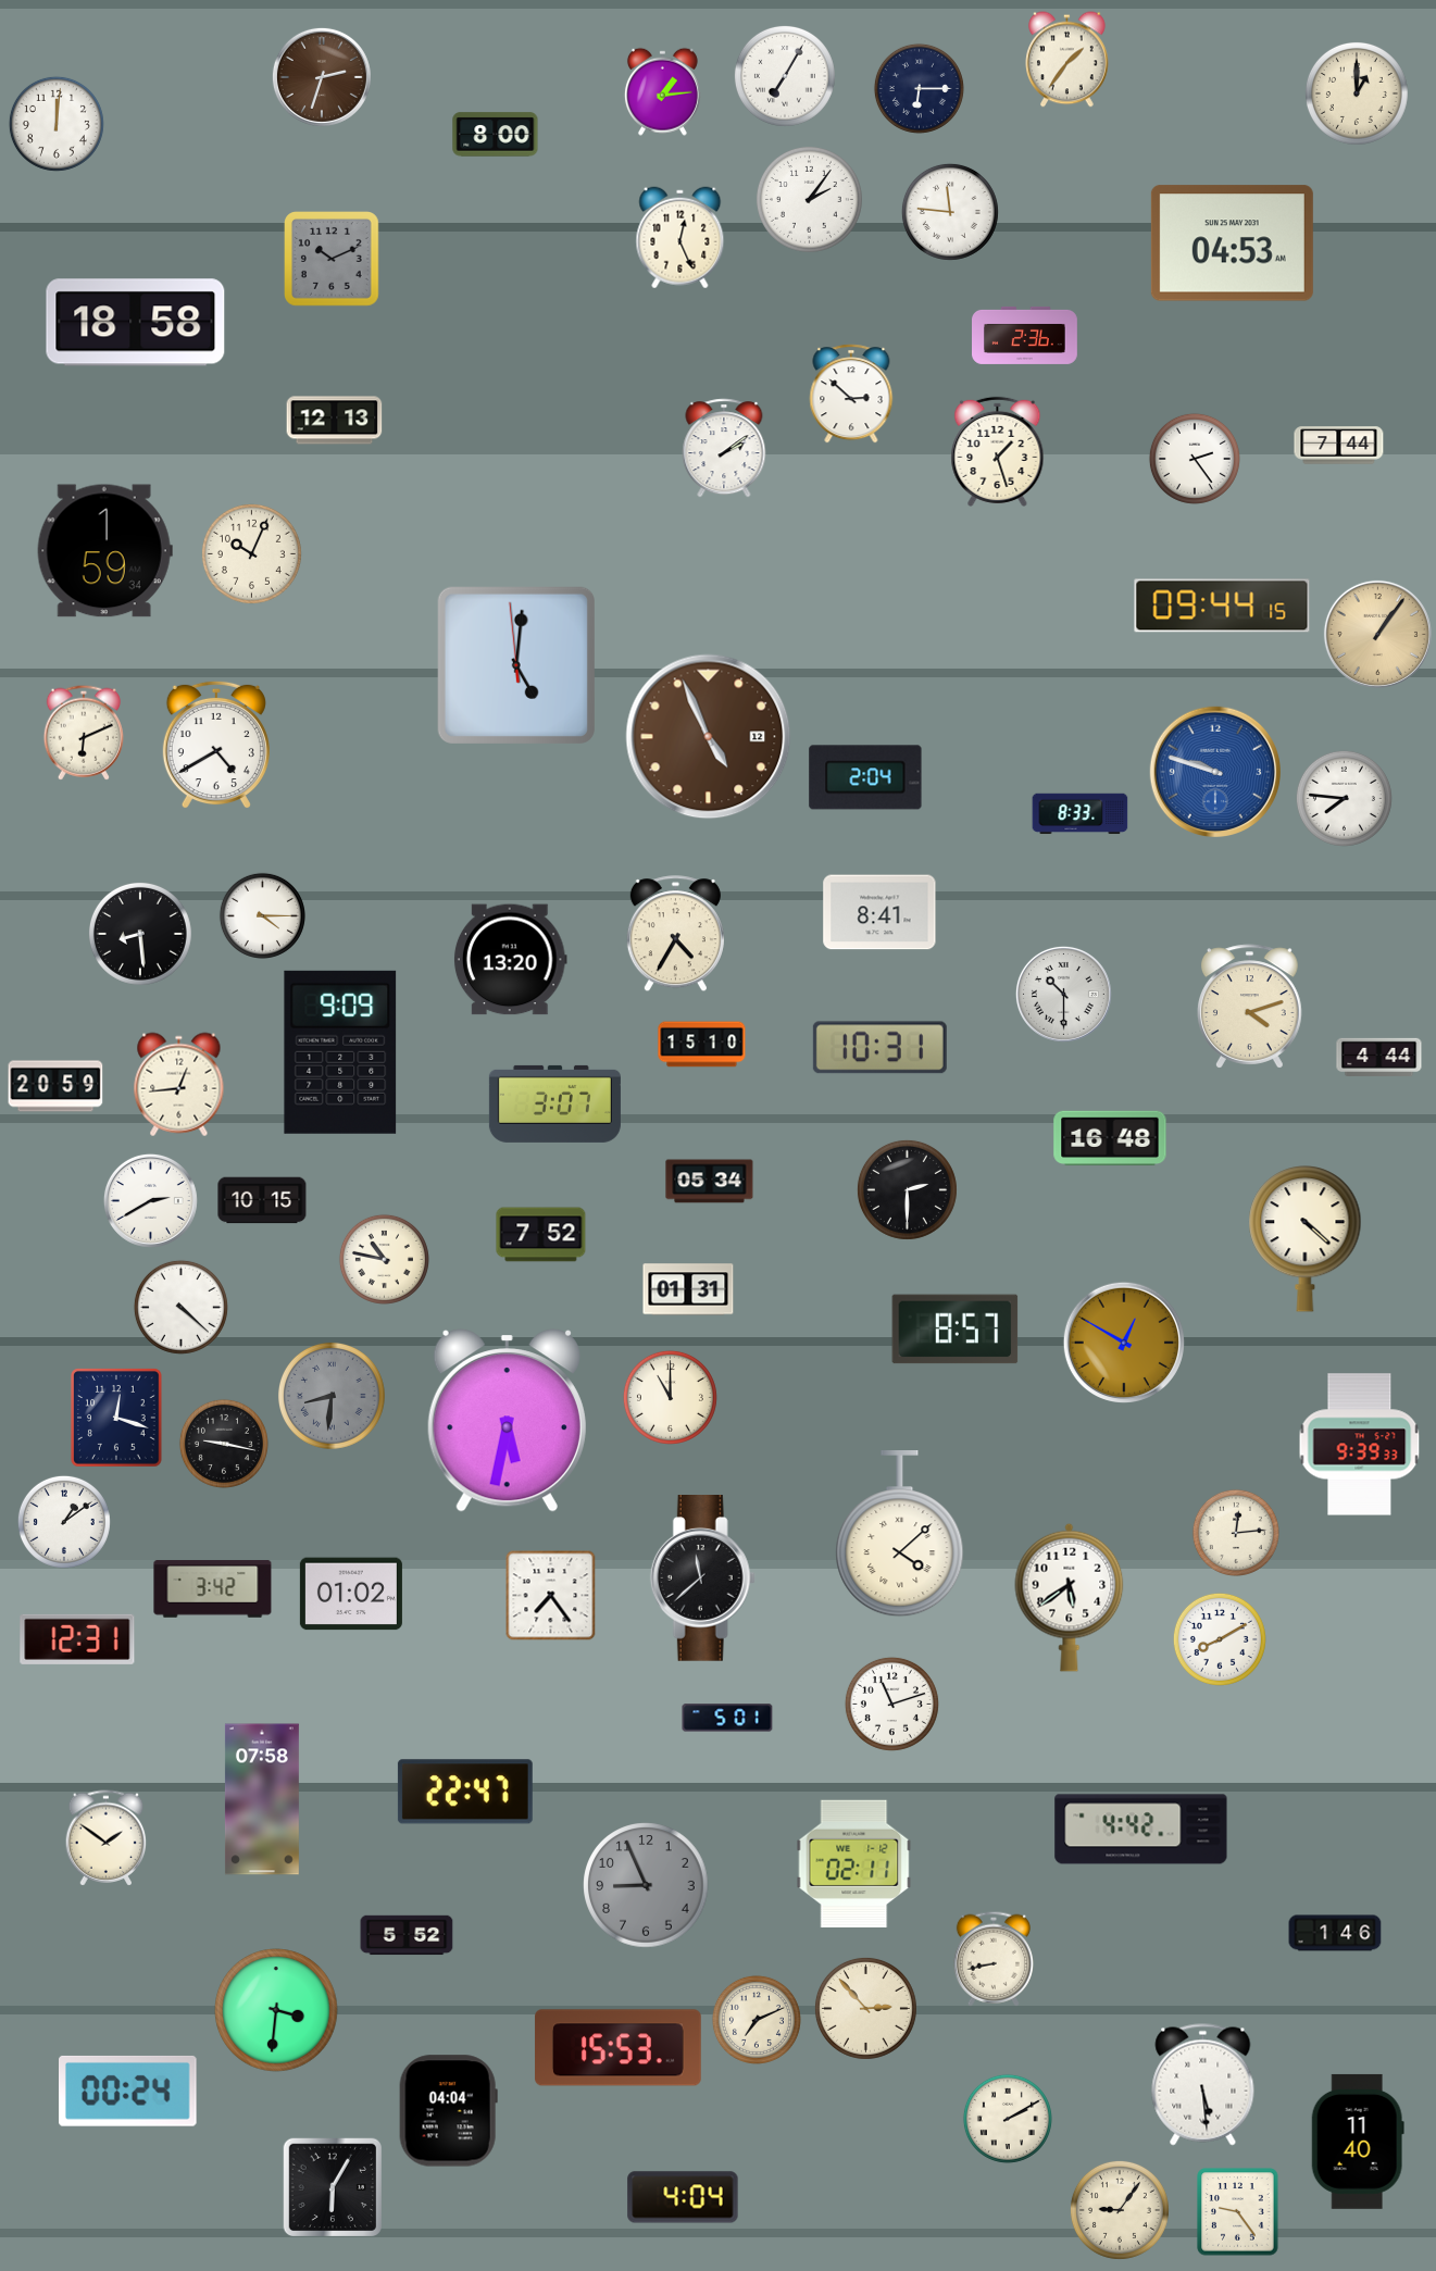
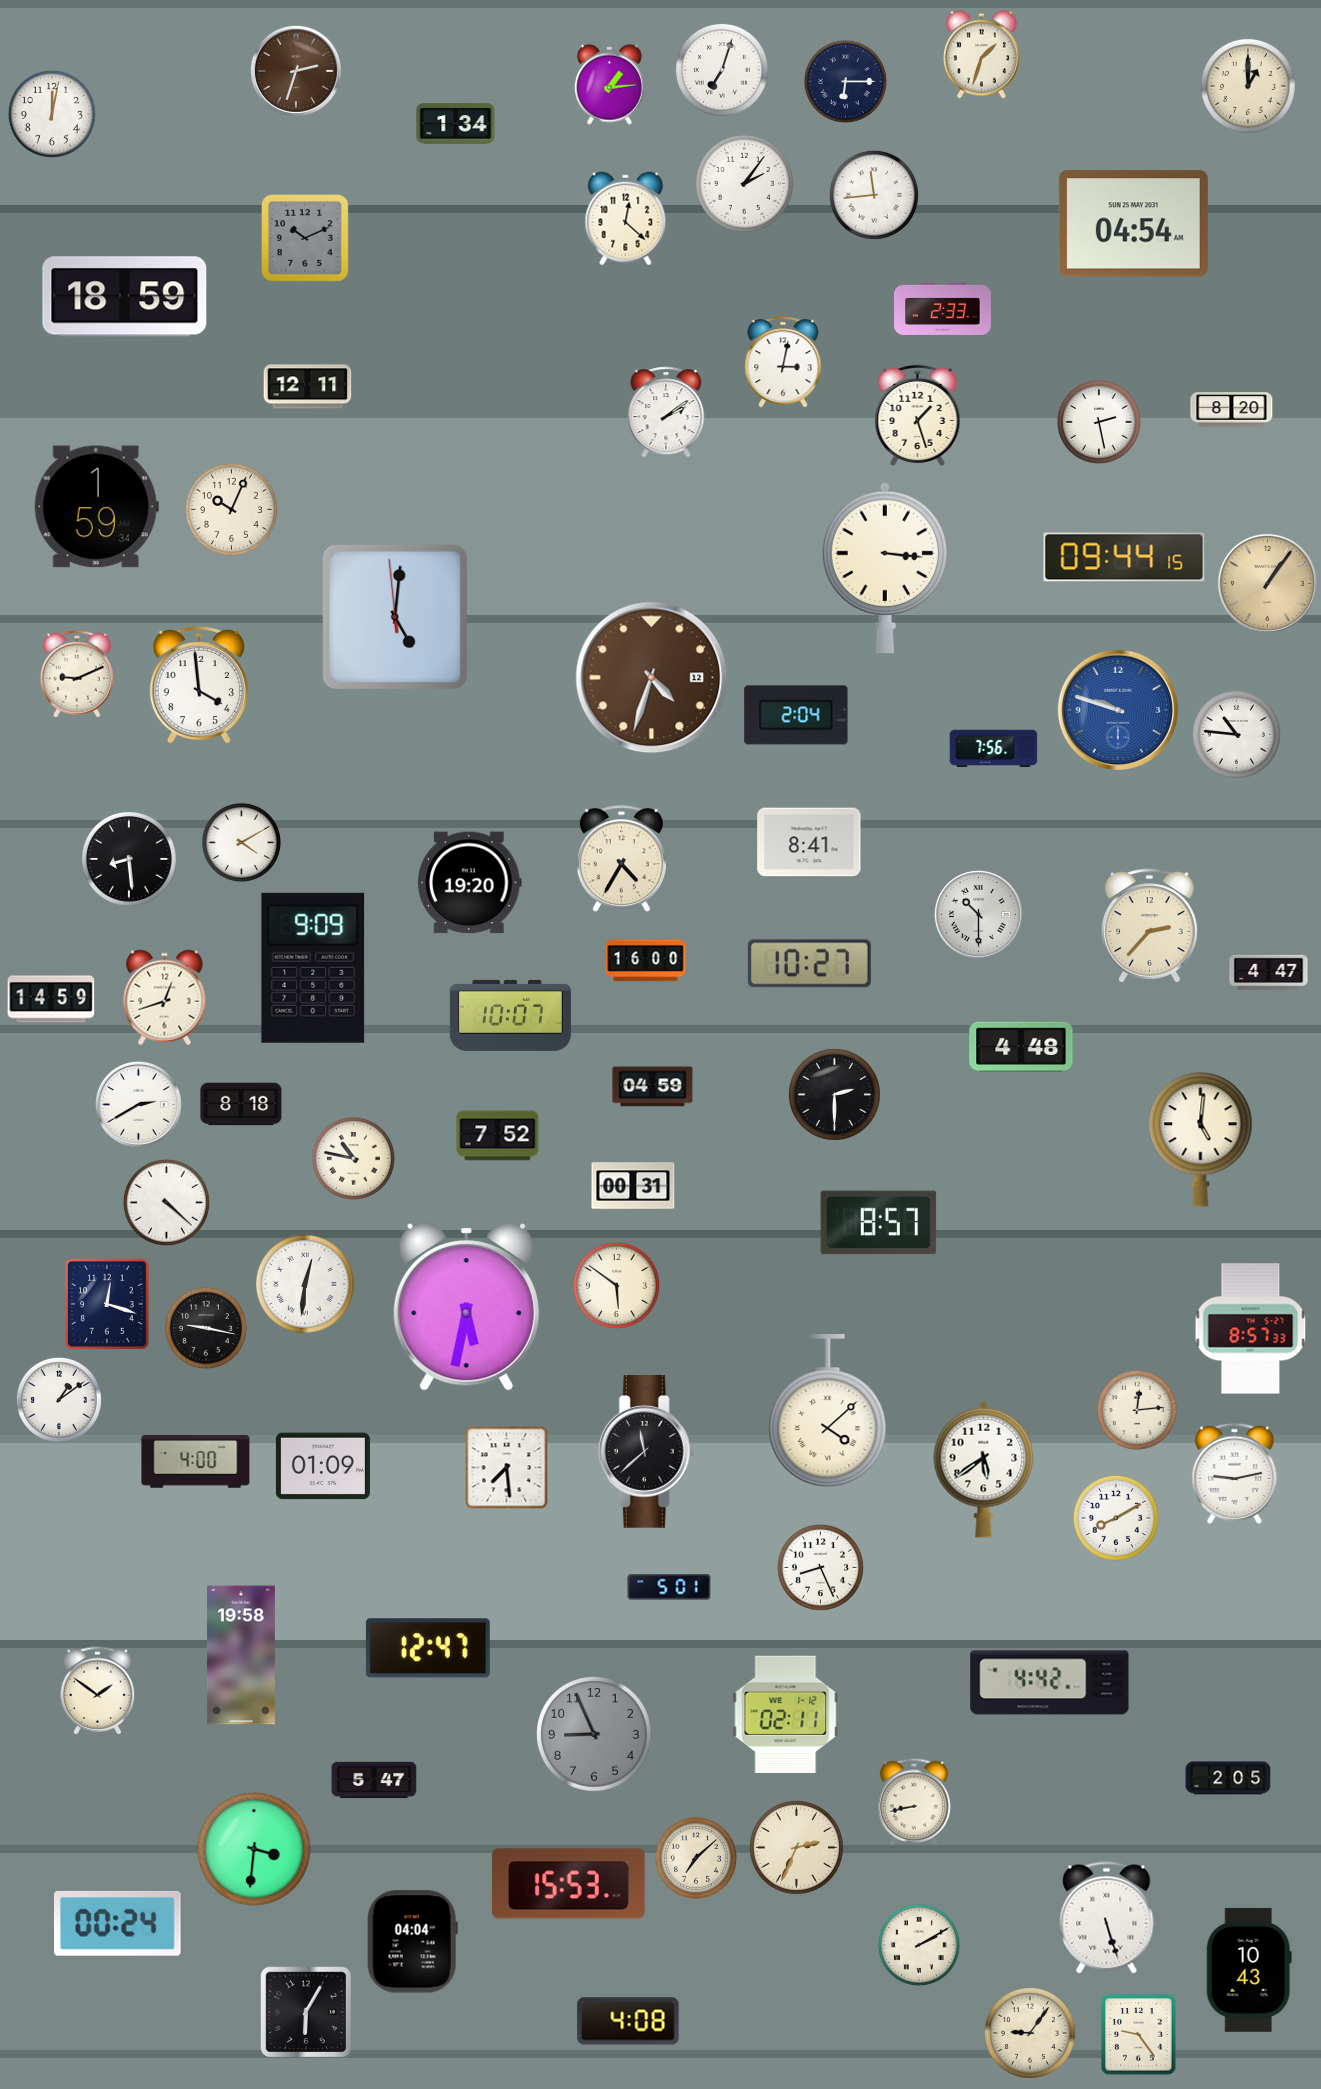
clock at (1067, 60): 1:36 -> 1:33
clock at (785, 76): 7:05 -> 7:03
clock at (57, 124): 12:01 -> 12:02
clock at (496, 135): 8:00 -> 1:34
clock at (950, 212): 11:46 -> 11:44
clock at (680, 238): 12:26 -> 12:22
clock at (1232, 244): 04:53 -> 04:54
clock at (136, 323): 18:58 -> 18:59
clock at (1025, 335): 2:36 -> 2:33
clock at (851, 394): 2:52 -> 3:02
clock at (335, 421): 12:13 -> 12:11
clock at (1339, 446): 7:44 -> 8:20
clock at (1195, 459): 2:24 -> 2:28
clock at (885, 568): none -> 3:16
clock at (516, 665) position: (516, 665) -> (395, 617)
clock at (83, 733): 6:11 -> 9:11
clock at (709, 737): 4:56 -> 4:33
clock at (216, 745): 4:40 -> 3:59
clock at (1344, 798): 7:46 -> 10:46
clock at (1081, 814): 8:33 -> 7:56
clock at (879, 912) position: (879, 912) -> (809, 842)
clock at (262, 915): 4:15 -> 4:10
clock at (510, 960): 13:20 -> 19:20
clock at (1249, 1007): 4:12 -> 2:37
clock at (702, 1045): 15:10 -> 16:00
clock at (879, 1048): 10:31 -> 10:27
clock at (1379, 1057): 4:44 -> 4:47
clock at (179, 1085): 12:44 -> 12:42
clock at (55, 1086): 20:59 -> 14:59
clock at (554, 1103): 3:07 -> 10:07
clock at (1110, 1138): 16:48 -> 4:48
clock at (710, 1182): 05:34 -> 04:59
clock at (262, 1200): 10:15 -> 8:18
clock at (1306, 1239): 4:22 -> 5:01
clock at (688, 1289): 01:31 -> 00:31
clock at (1124, 1343): 12:50 -> none
clock at (332, 1396): 8:31 -> 12:31
clock at (332, 1396) dial: grey -> white
clock at (670, 1397): 11:00 -> 5:51
clock at (1360, 1445): 9:39 -> 8:57
clock at (213, 1589): 3:42 -> 4:00
clock at (351, 1594): 01:02 -> 01:09
clock at (551, 1596): 7:24 -> 7:29
clock at (1235, 1473): none -> 9:13
clock at (77, 1639): 12:31 -> none
clock at (1220, 1639) position: (1220, 1639) -> (1116, 1518)
clock at (891, 1704): 11:12 -> 8:26
clock at (727, 1718) position: (727, 1718) -> (669, 1587)
clock at (465, 1792): 22:47 -> 12:47
clock at (262, 1799): 07:58 -> 19:58
clock at (1335, 1933): 1:46 -> 2:05
clock at (407, 1935): 5:52 -> 5:47
clock at (865, 2008): 2:53 -> 2:34
clock at (757, 2020): 7:11 -> 7:08
clock at (1203, 2085): 5:29 -> 5:27
clock at (1008, 2119) position: (1008, 2119) -> (919, 1945)
clock at (1358, 2142): 11:40 -> 10:43
clock at (683, 2197): 4:04 -> 4:08
